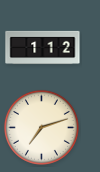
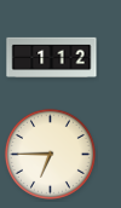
clock at (41, 127): 7:12 -> 6:45
